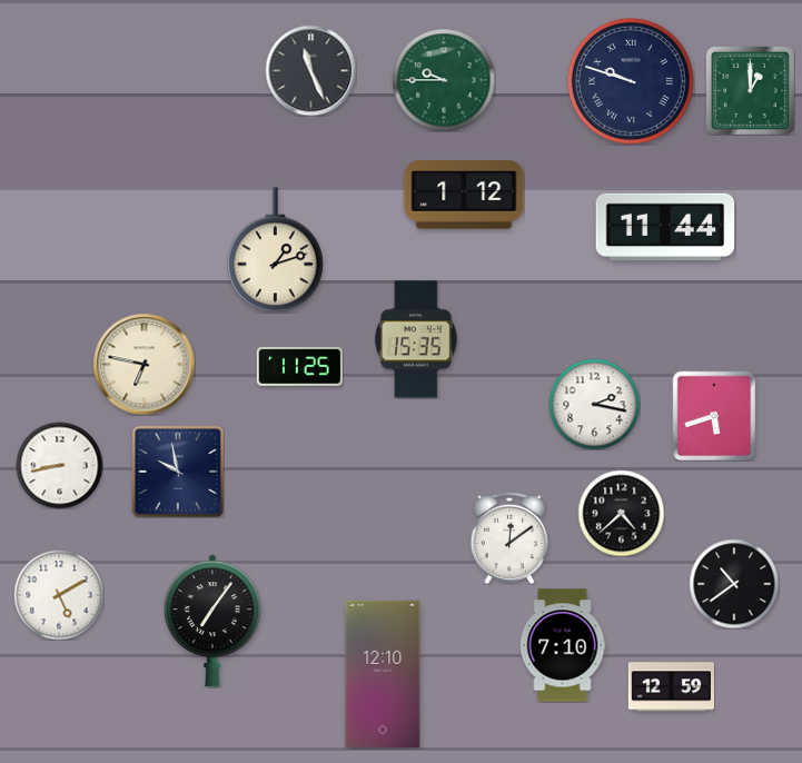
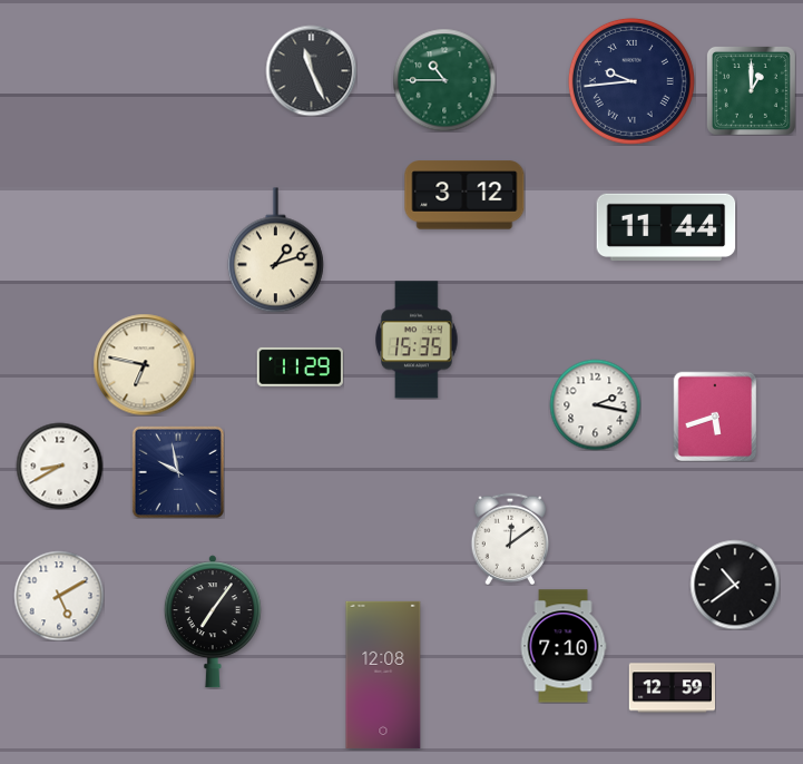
clock at (444, 80): 9:45 -> 10:45
clock at (631, 81): 9:48 -> 9:44
clock at (464, 195): 1:12 -> 3:12
clock at (299, 366): 11:25 -> 11:29
clock at (59, 465): 8:43 -> 8:40
clock at (621, 513): 4:38 -> none
clock at (383, 674): 12:10 -> 12:08
